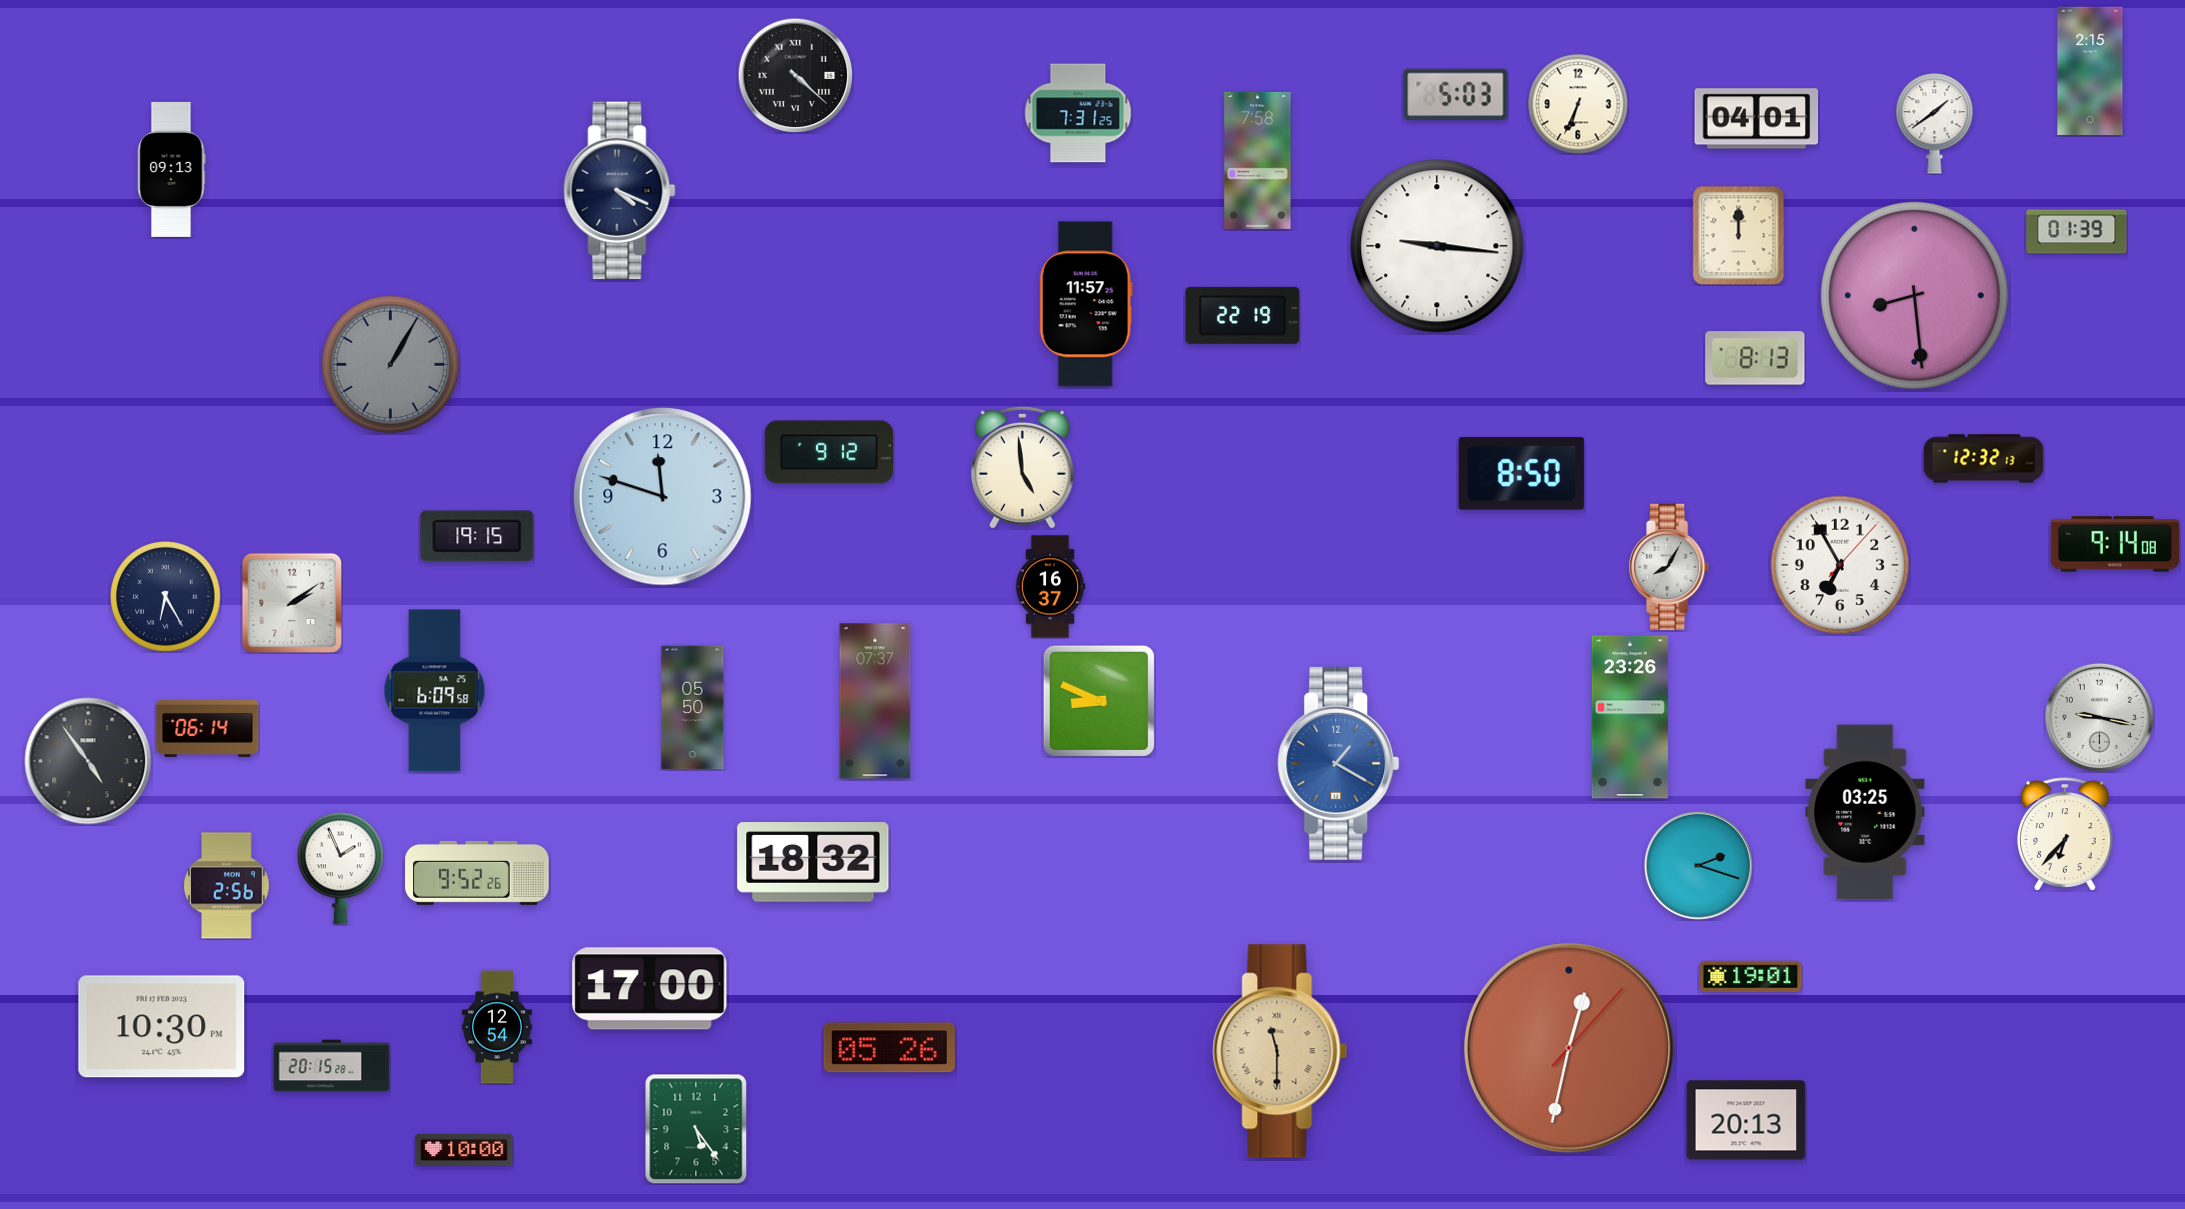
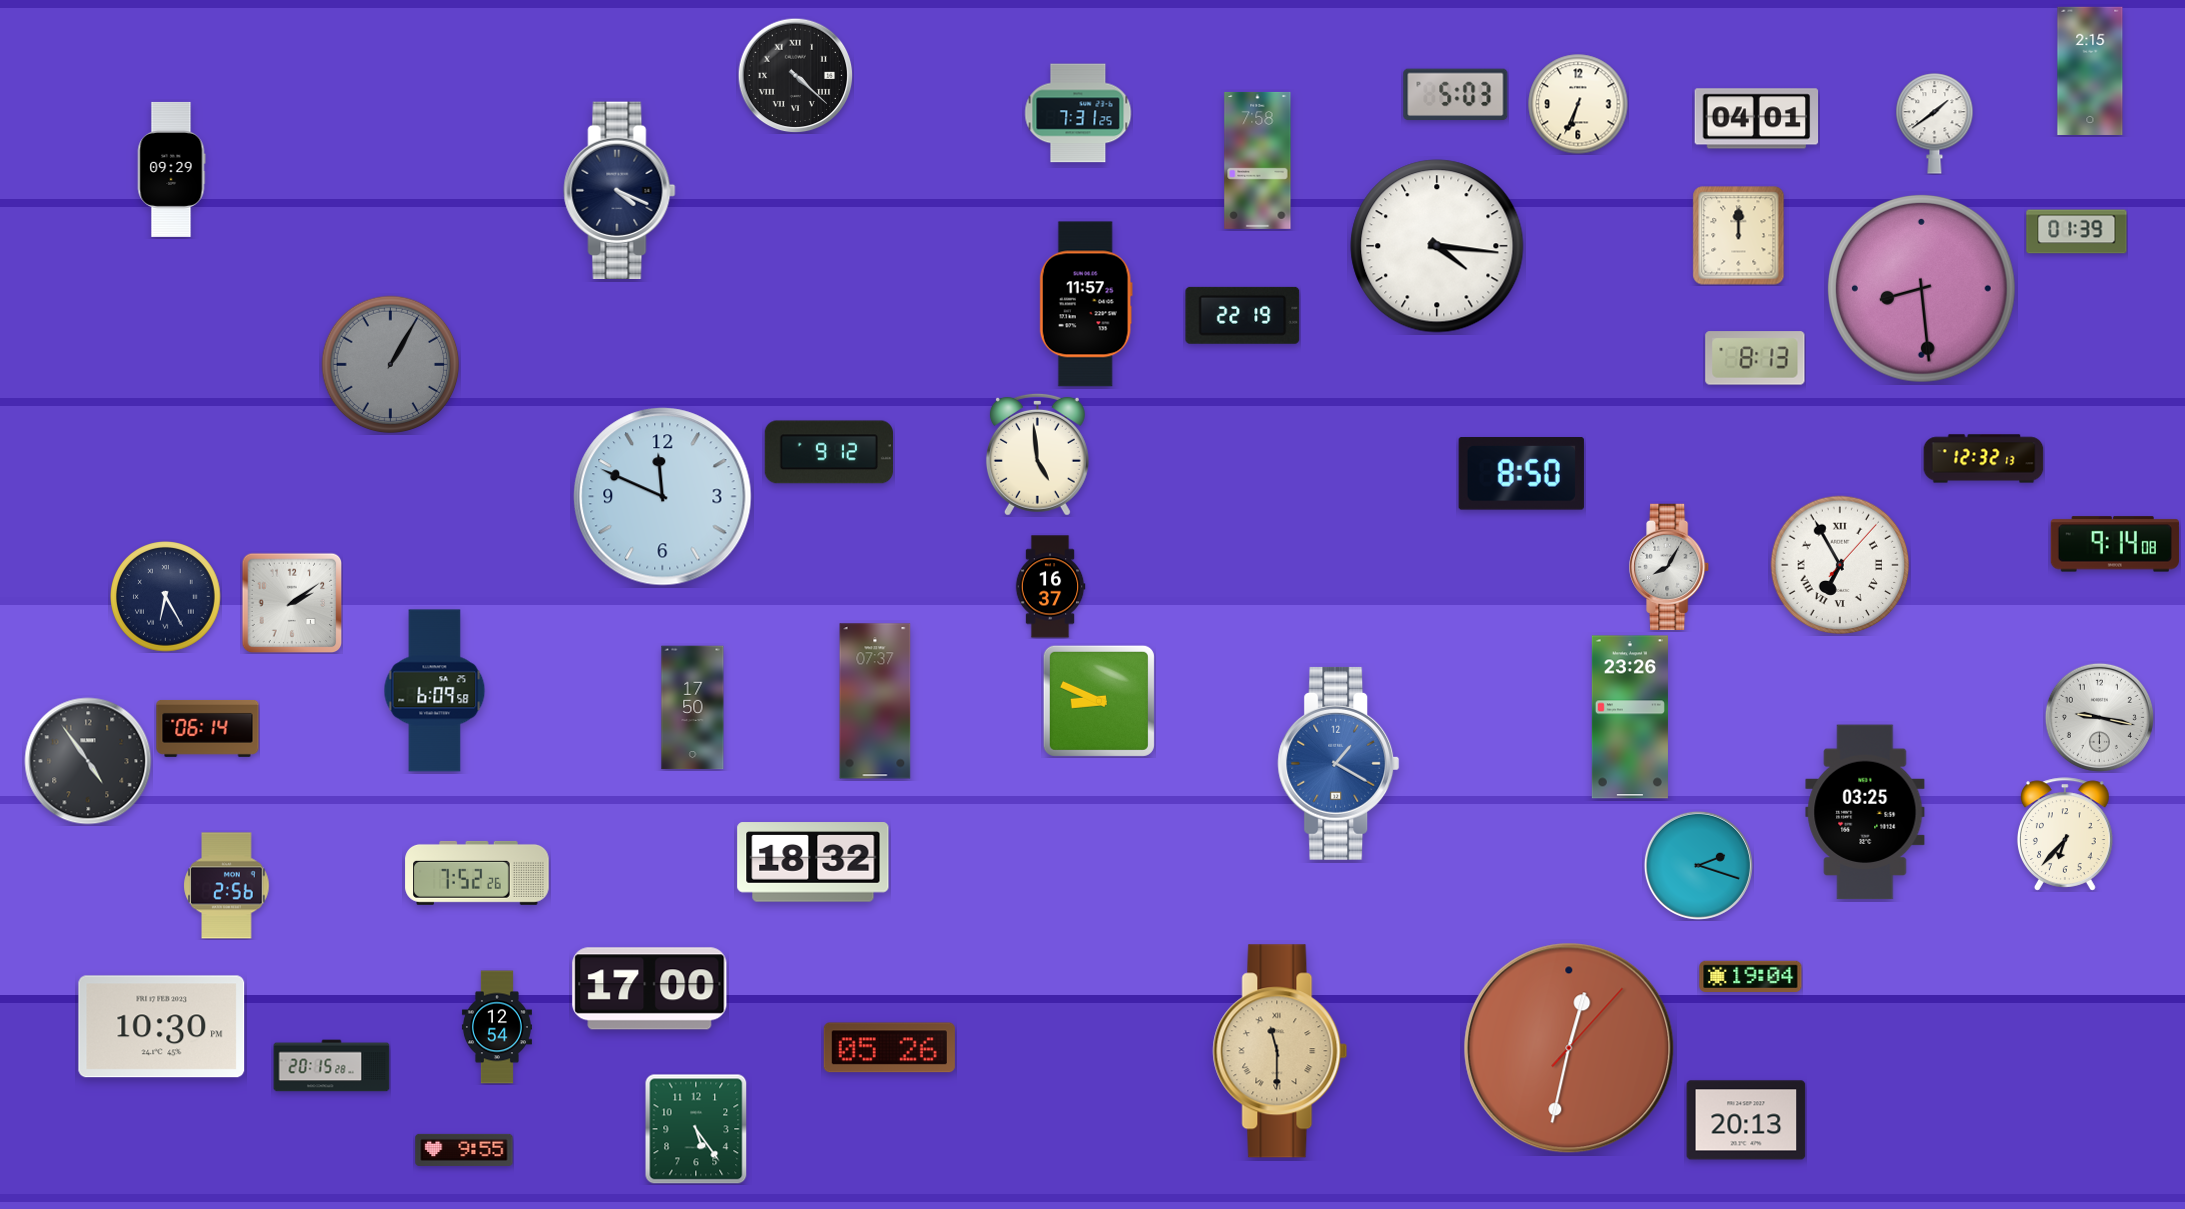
clock at (171, 169): 09:13 -> 09:29
clock at (1437, 246): 9:16 -> 4:16
clock at (1914, 295) position: (1914, 295) -> (1921, 288)
clock at (1022, 467) position: (1022, 467) -> (1037, 454)
clock at (663, 497): 11:48 -> 11:49
clock at (477, 536): 19:15 -> none
clock at (1840, 565) numerals: Arabic -> Roman
clock at (693, 708): 05:50 -> 17:50
clock at (340, 868): 1:56 -> none
clock at (477, 873): 9:52 -> 7:52
clock at (1751, 976): 19:01 -> 19:04
clock at (464, 1150): 10:00 -> 9:55
